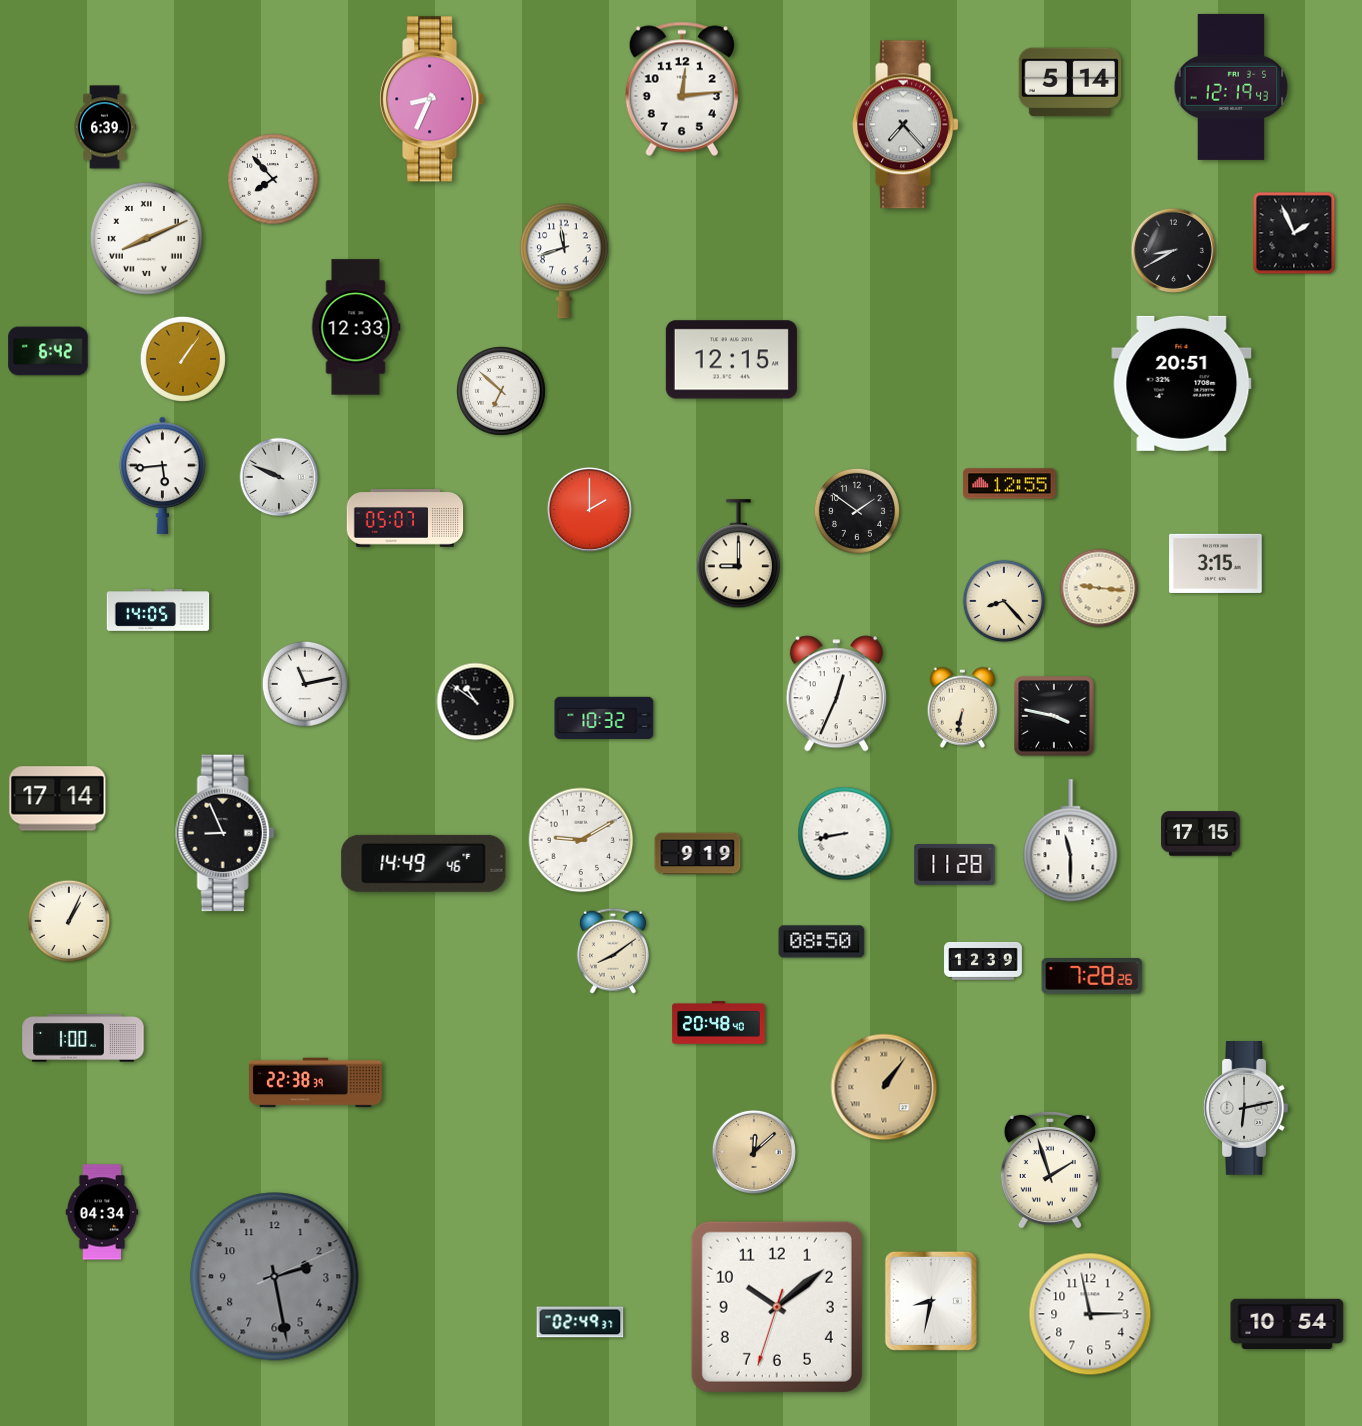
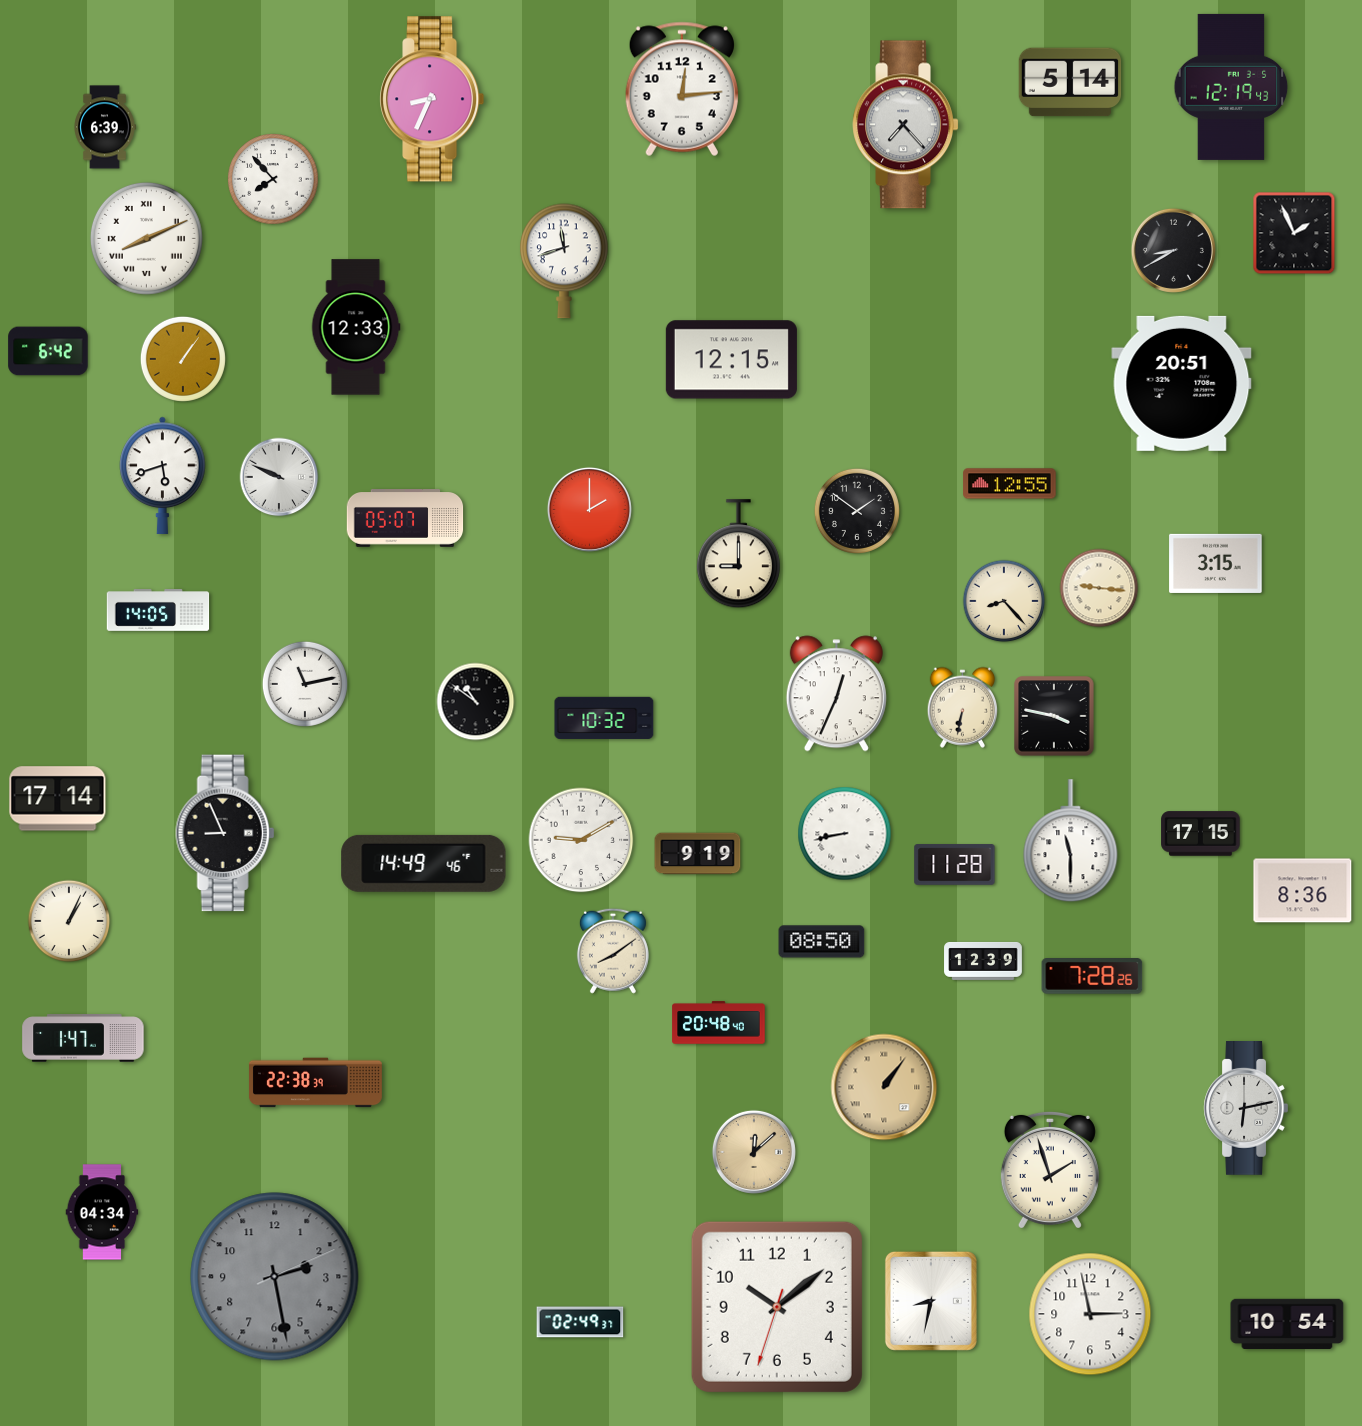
clock at (502, 392): 6:52 -> none
clock at (163, 475): 5:44 -> 5:42
clock at (1303, 891): none -> 8:36
clock at (83, 1038): 1:00 -> 1:47
